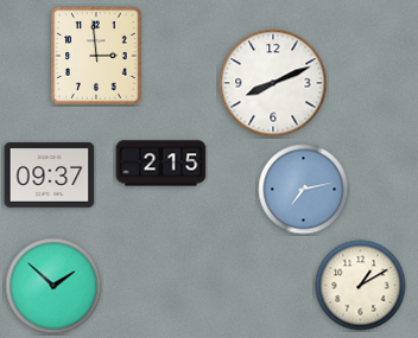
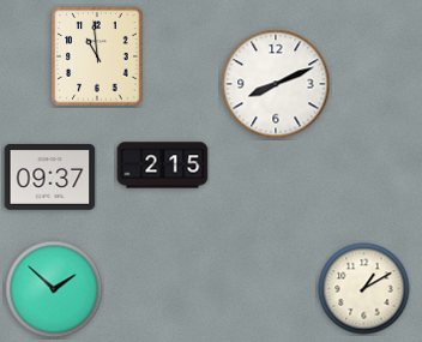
clock at (96, 56): 2:59 -> 10:59
clock at (304, 190): 7:13 -> none
